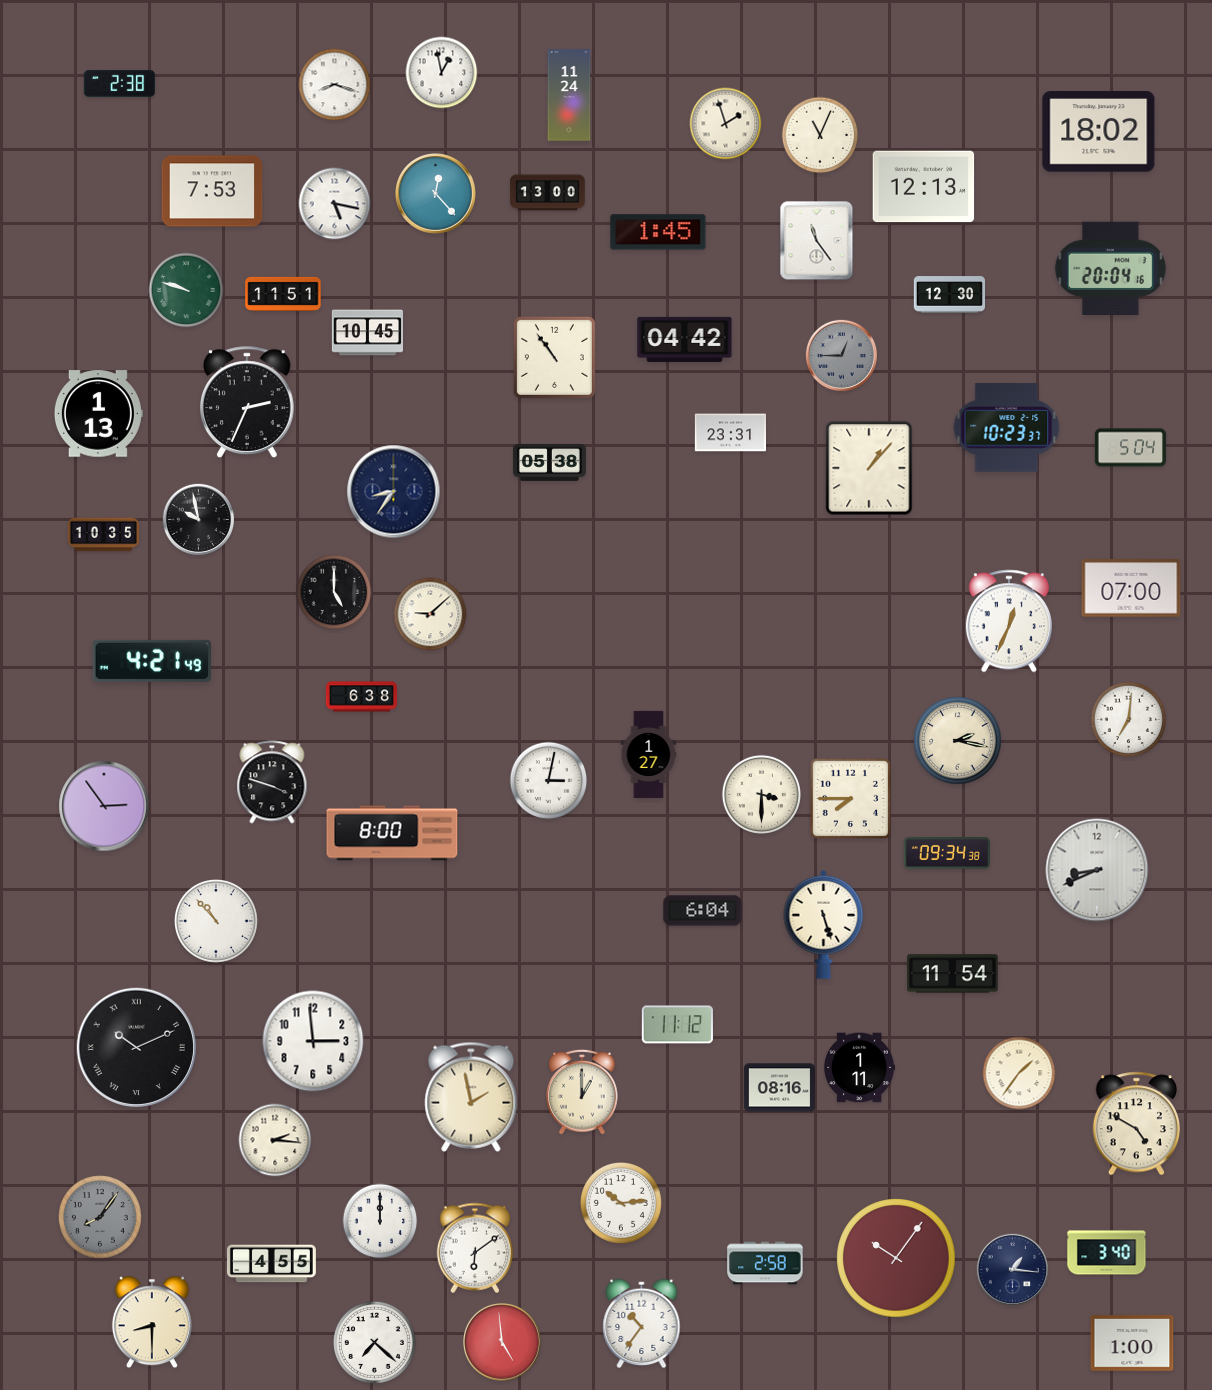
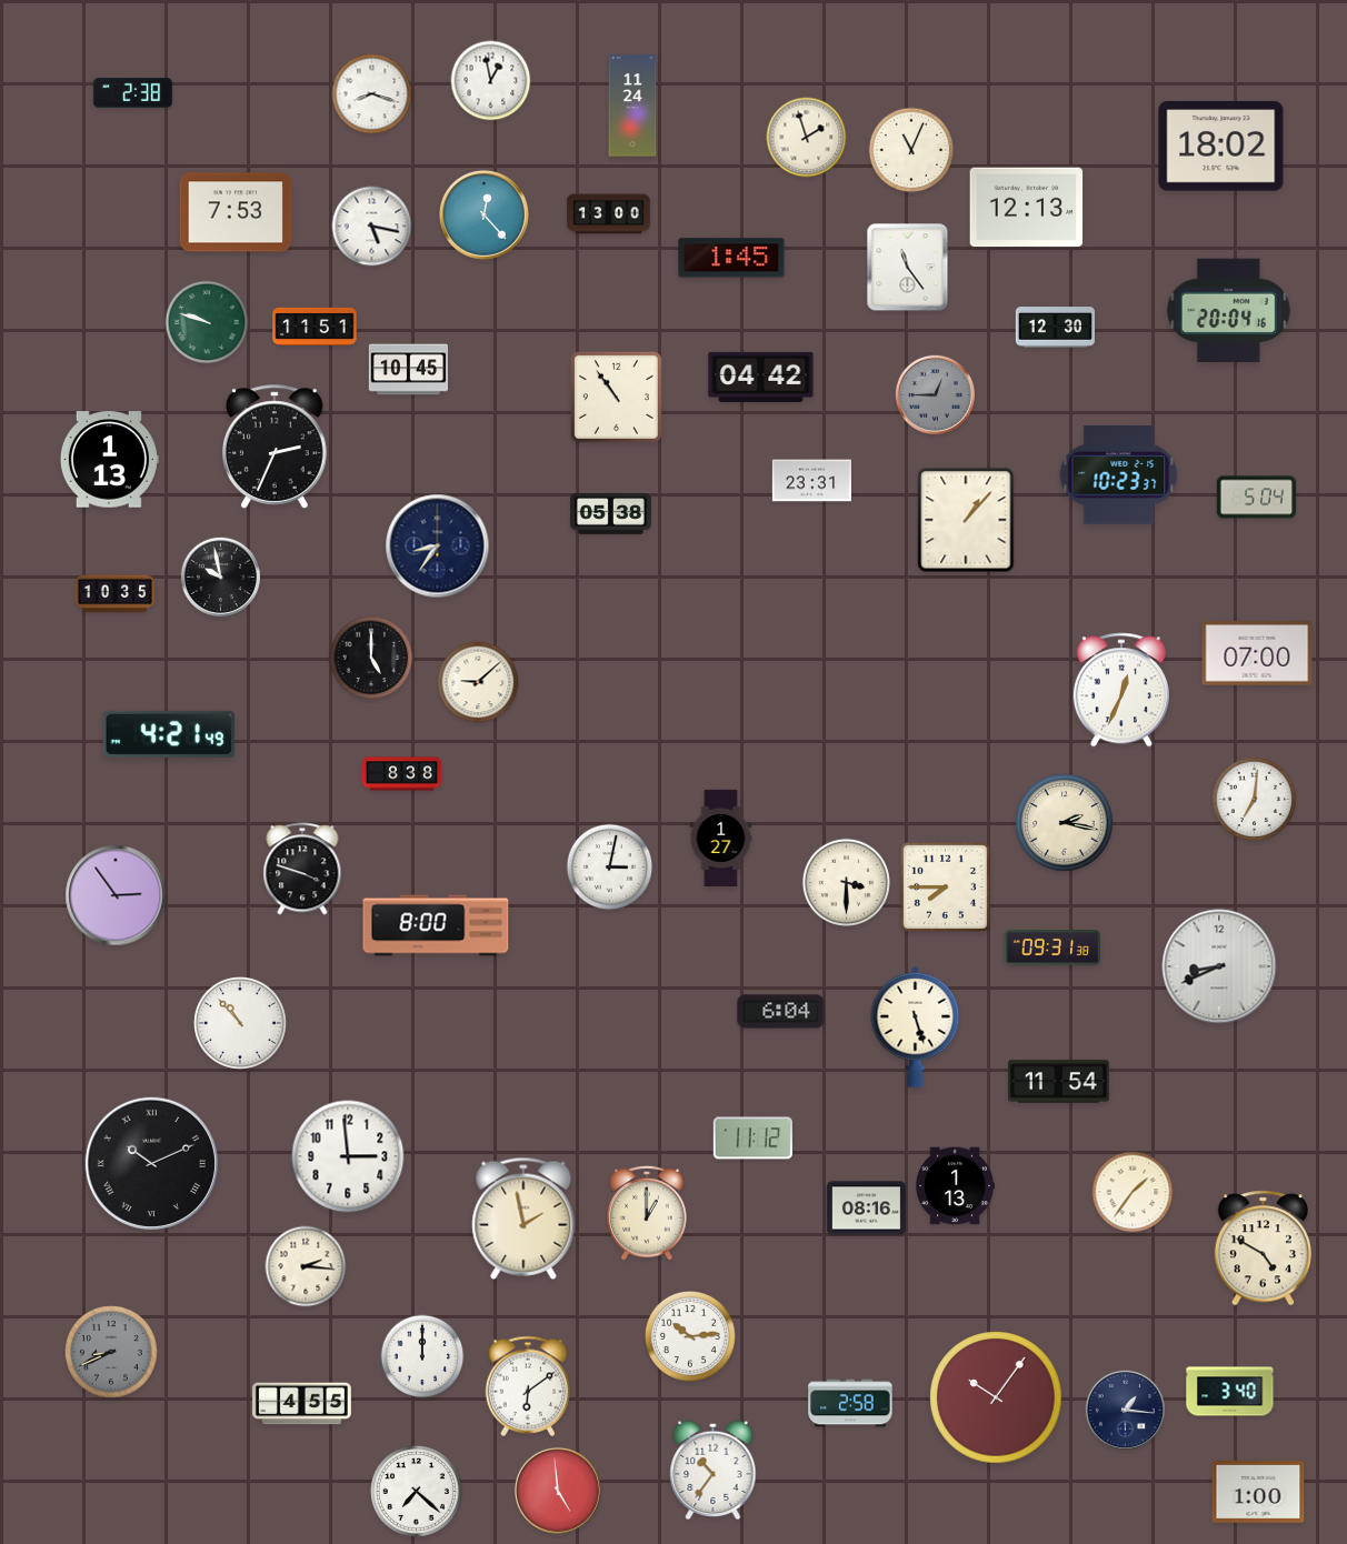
clock at (1110, 269) position: (1110, 269) -> (1228, 311)
clock at (361, 697): 6:38 -> 8:38
clock at (947, 853): 09:34 -> 09:31
clock at (859, 1068): 1:11 -> 1:13
clock at (101, 1218): 8:06 -> 8:41
clock at (152, 1322): 8:30 -> none
